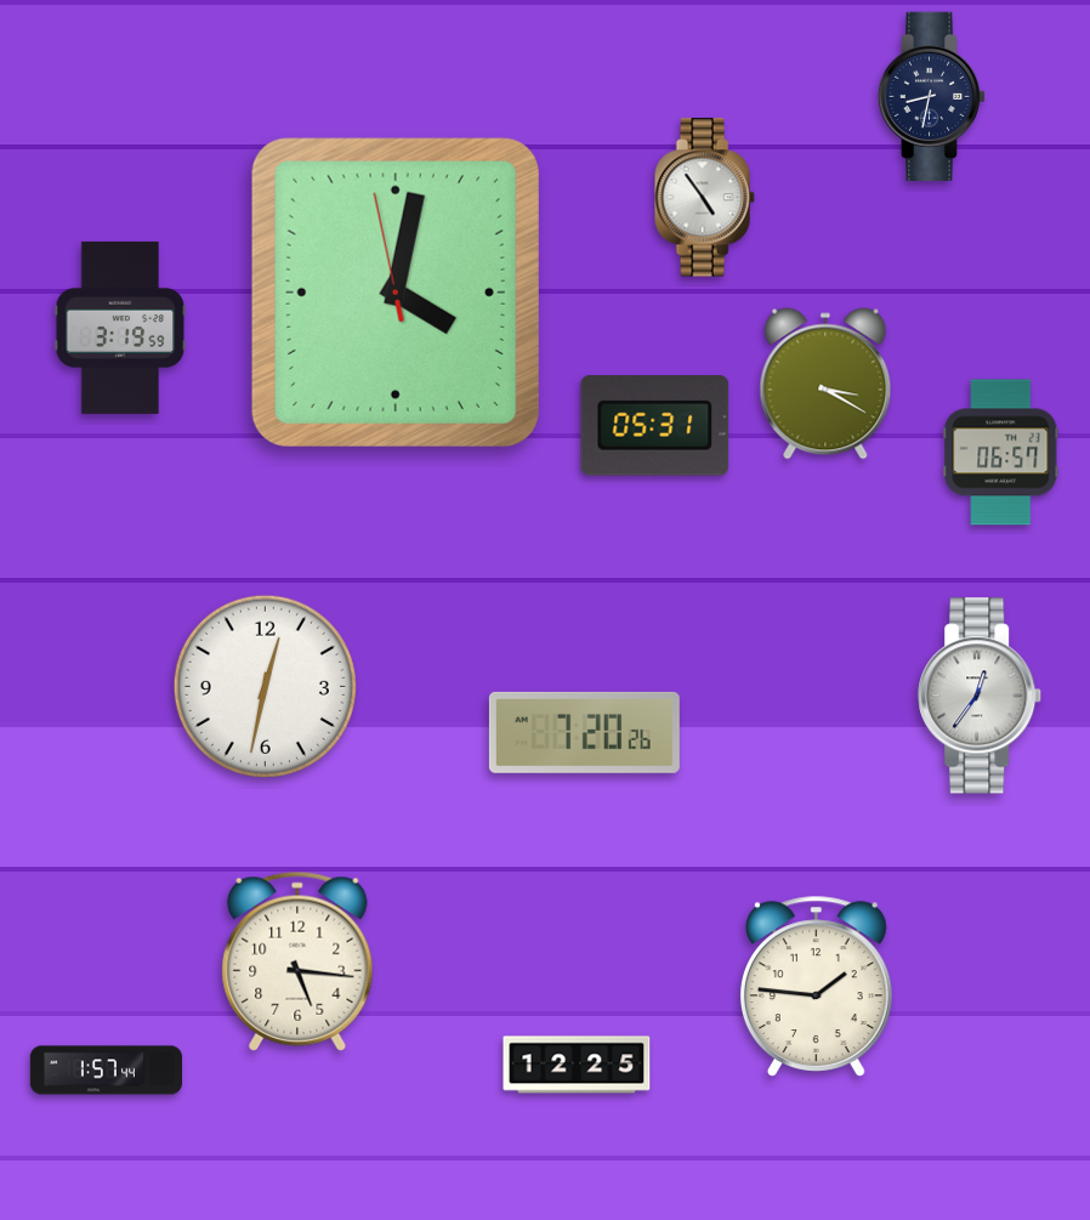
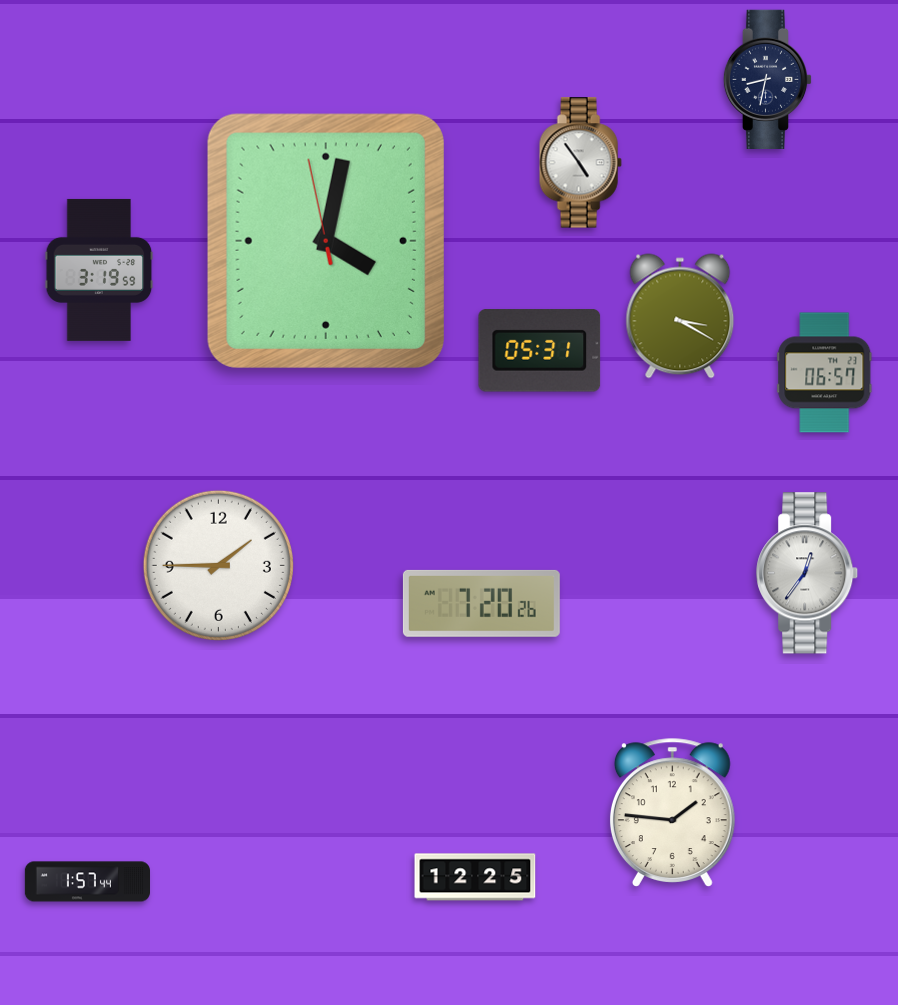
clock at (265, 686): 12:32 -> 1:45
clock at (297, 961): 5:16 -> none
